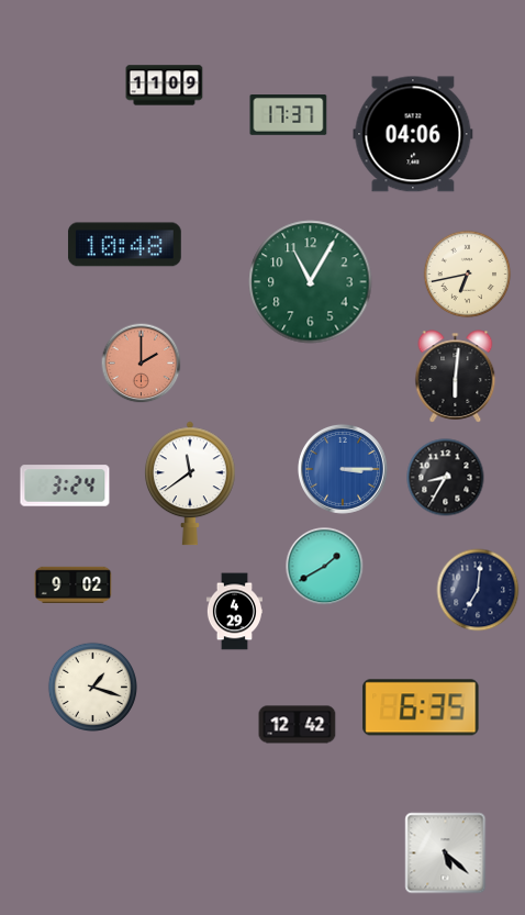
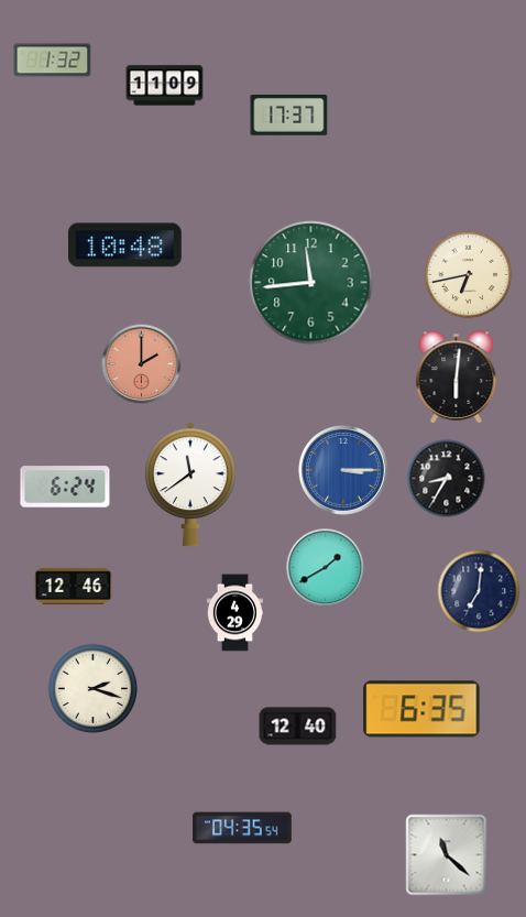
clock at (53, 61): none -> 1:32
clock at (413, 134): 04:06 -> none
clock at (311, 282): 11:05 -> 11:44
clock at (65, 486): 3:24 -> 6:24
clock at (74, 584): 9:02 -> 12:46
clock at (92, 687): 1:18 -> 2:18
clock at (298, 725): 12:42 -> 12:40
clock at (242, 828): none -> 04:35
clock at (446, 853): 5:22 -> 11:22
